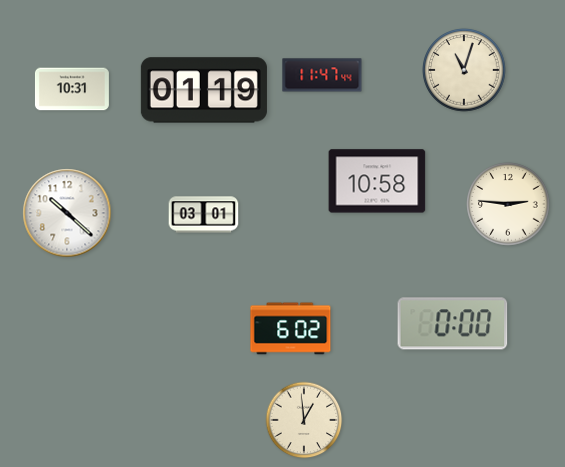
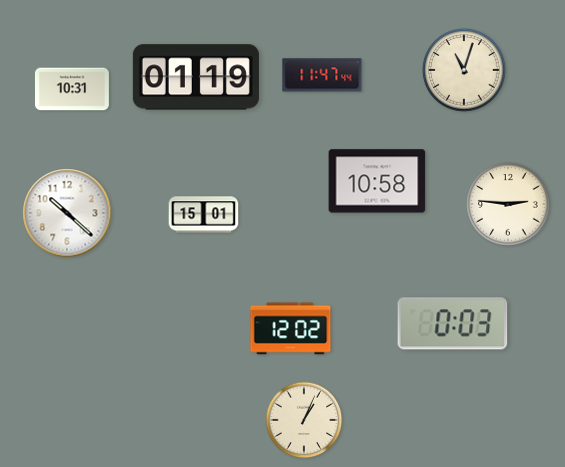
clock at (204, 90) position: (204, 90) -> (196, 77)
clock at (204, 215): 03:01 -> 15:01
clock at (453, 324): 0:00 -> 0:03
clock at (291, 329): 6:02 -> 12:02
clock at (304, 420): 12:59 -> 1:04
